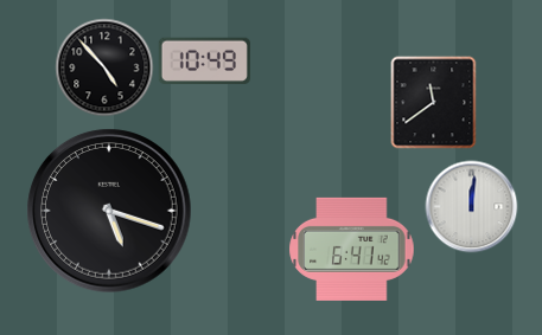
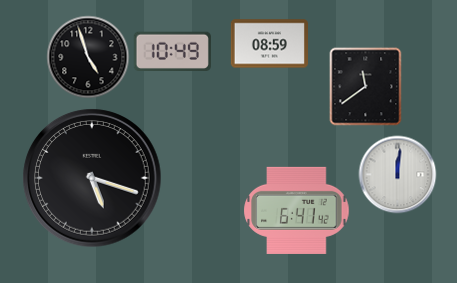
clock at (269, 44): none -> 08:59
clock at (104, 67): 4:53 -> 4:57
